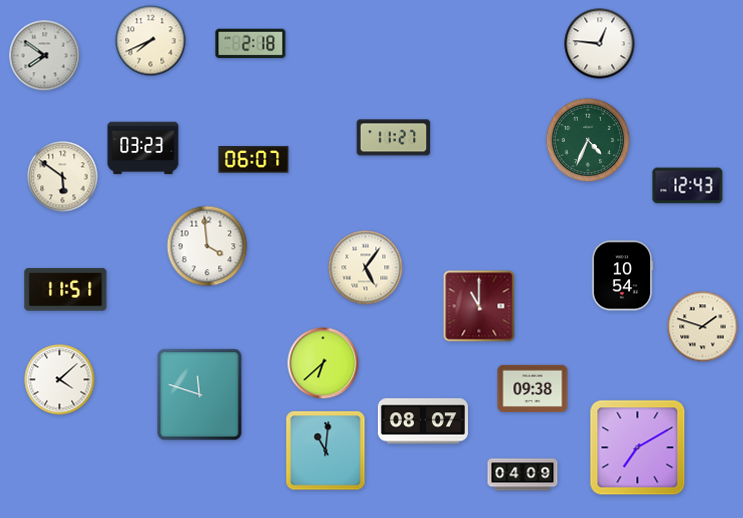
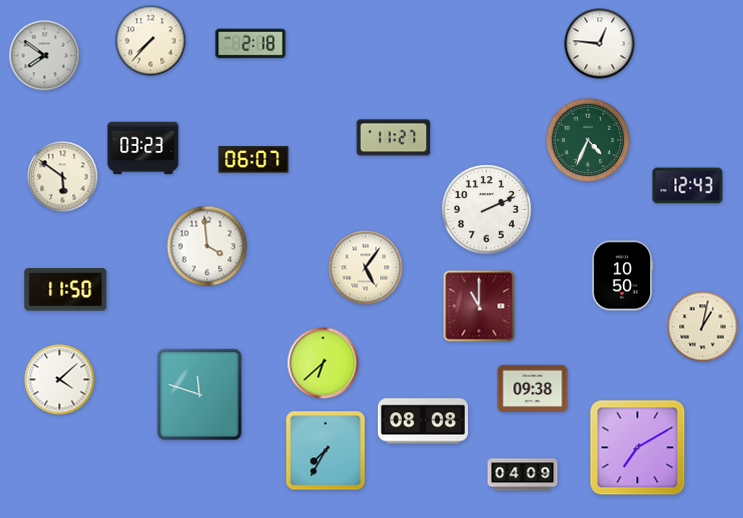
clock at (151, 41): 7:41 -> 7:37
clock at (487, 210): none -> 2:11
clock at (622, 276): 10:54 -> 10:50
clock at (66, 290): 11:51 -> 11:50
clock at (703, 327): 1:48 -> 1:02
clock at (423, 421): 08:07 -> 08:08
clock at (326, 451): 11:01 -> 7:35
